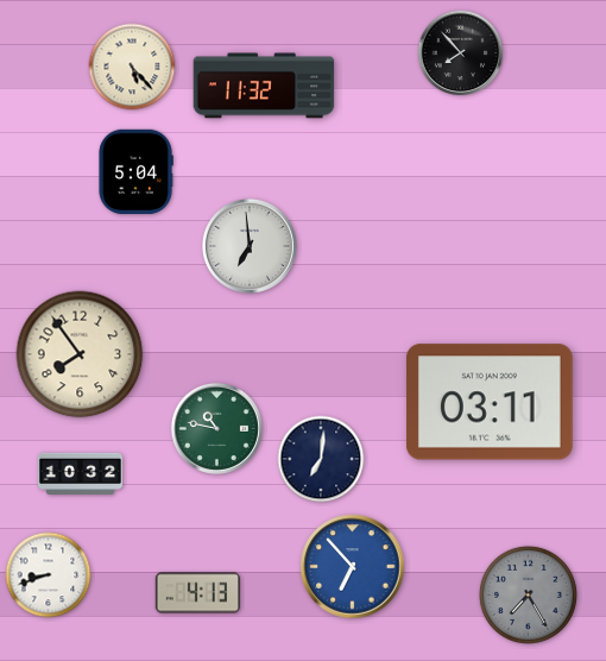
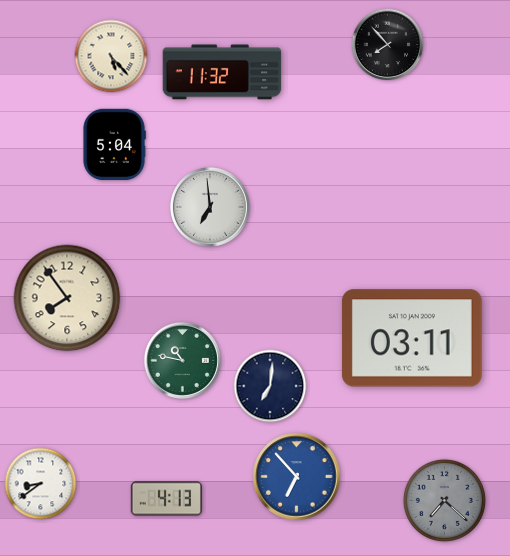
clock at (81, 473): 10:32 -> none
clock at (49, 575): 8:42 -> 8:39
clock at (528, 594): 7:25 -> 7:22
